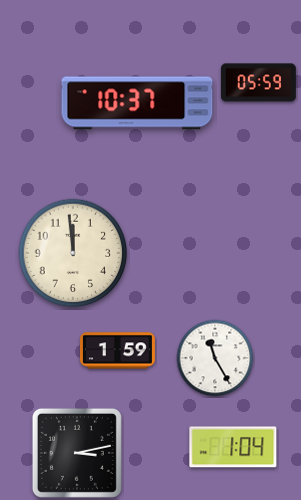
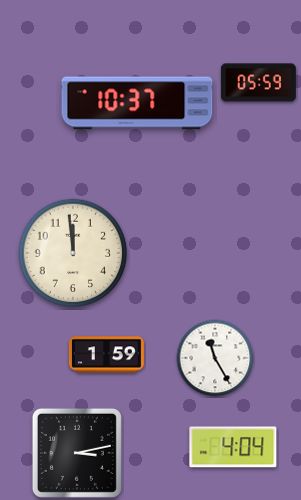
clock at (117, 351) position: (117, 351) -> (106, 355)
clock at (233, 447): 1:04 -> 4:04
